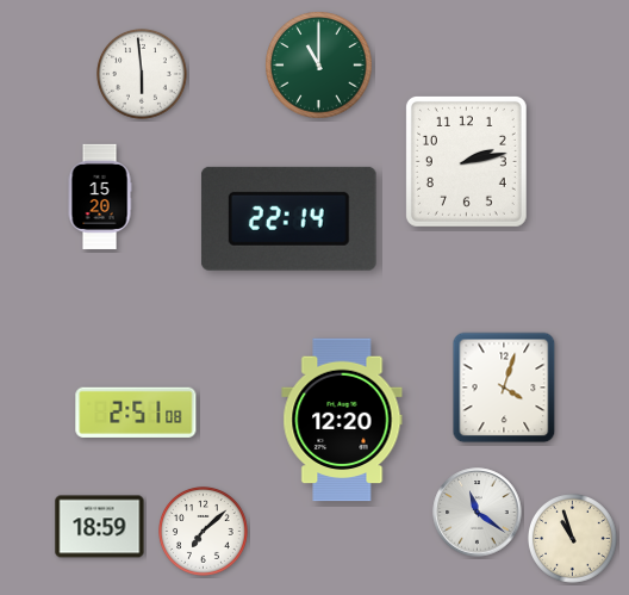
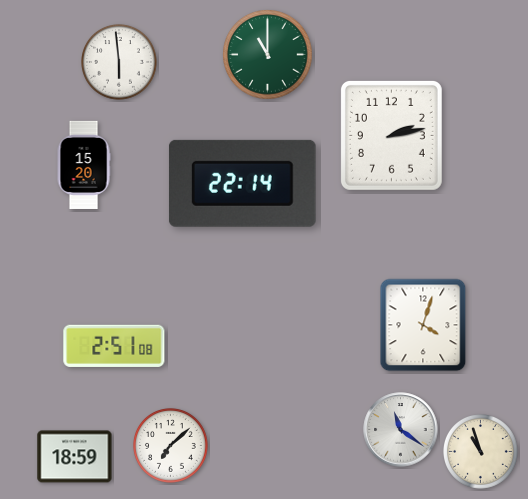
clock at (342, 420): 12:20 -> none
clock at (100, 527) position: (100, 527) -> (75, 457)
